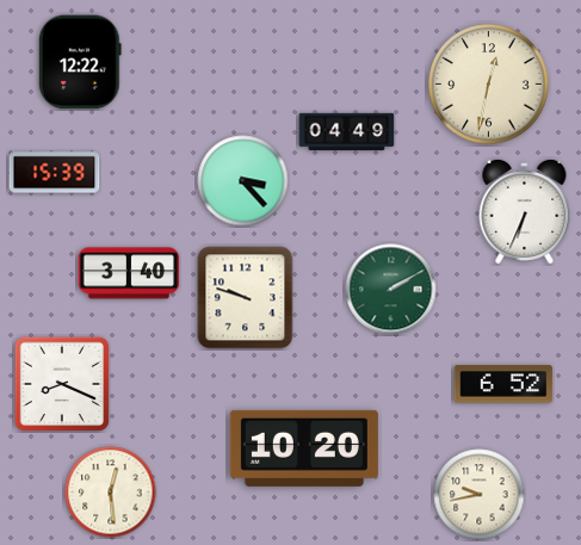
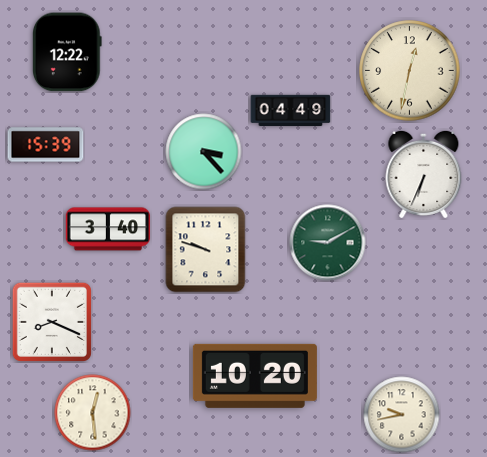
clock at (525, 211) position: (525, 211) -> (424, 174)
clock at (391, 290): 2:10 -> 9:10
clock at (503, 384): 6:52 -> none
